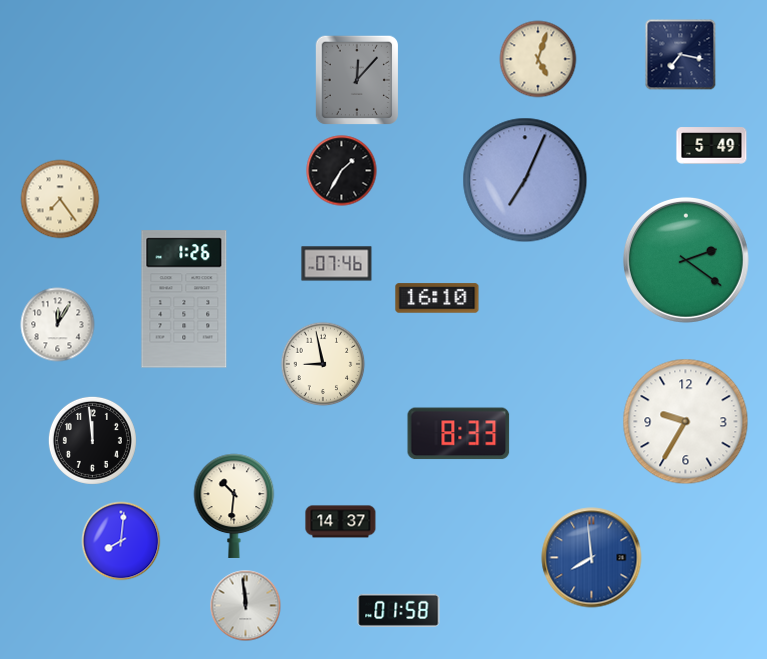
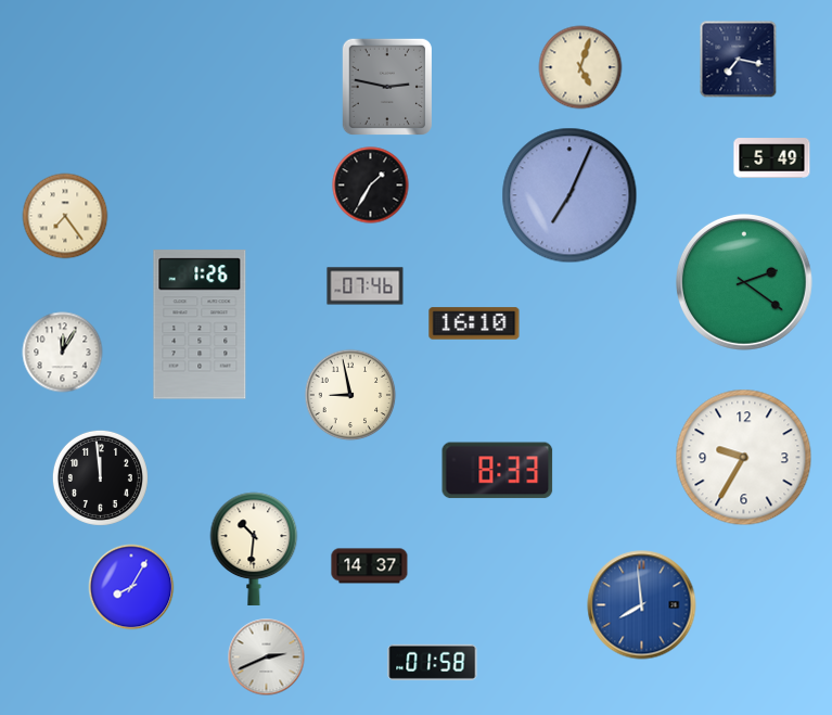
clock at (538, 59) position: (538, 59) -> (580, 67)
clock at (356, 80): 12:07 -> 2:47
clock at (121, 541): 8:01 -> 8:05
clock at (246, 606): 11:59 -> 2:41
